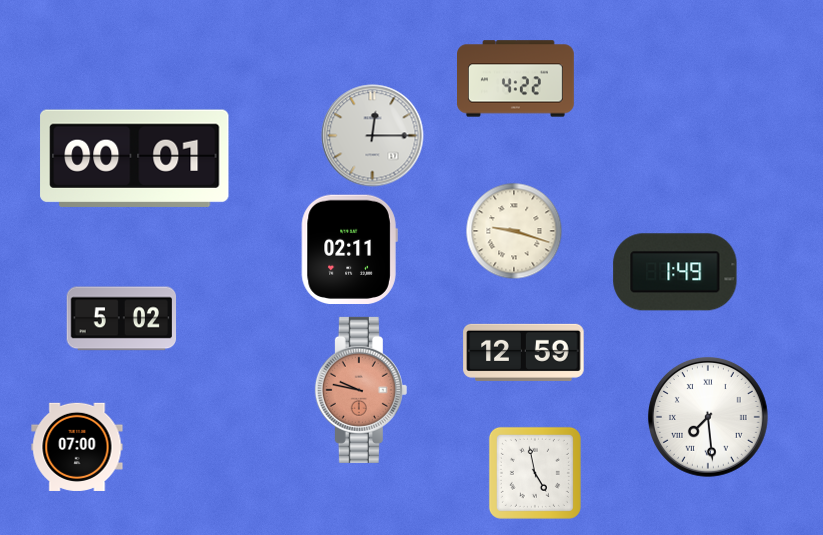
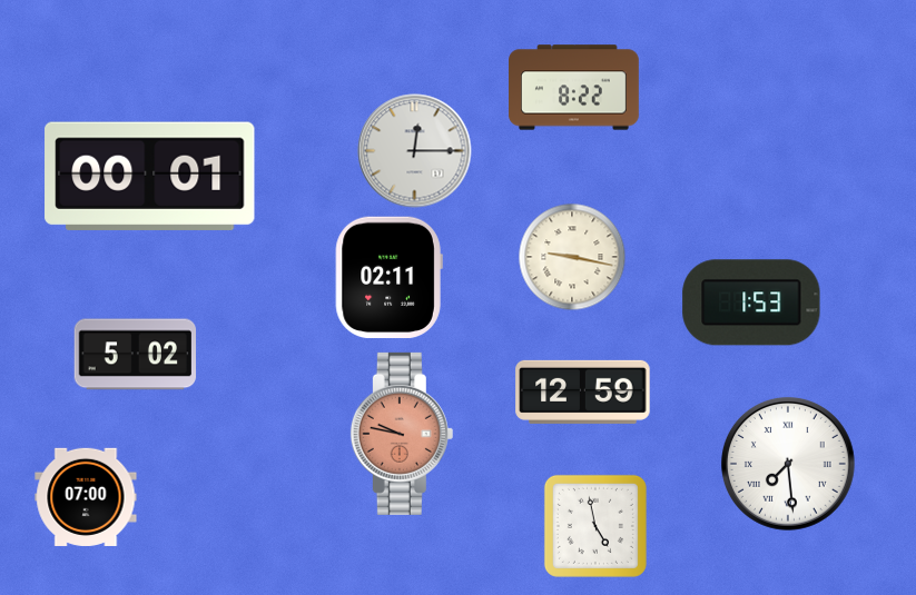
clock at (516, 79): 4:22 -> 8:22
clock at (514, 231): 9:18 -> 9:17
clock at (675, 272): 1:49 -> 1:53
